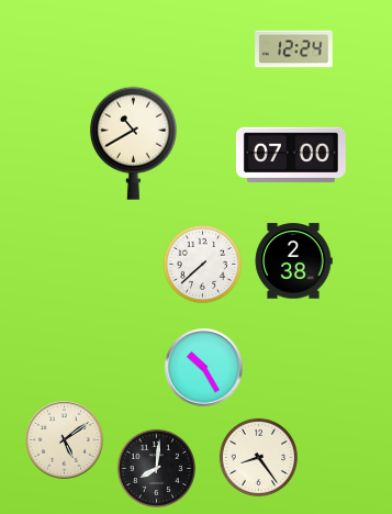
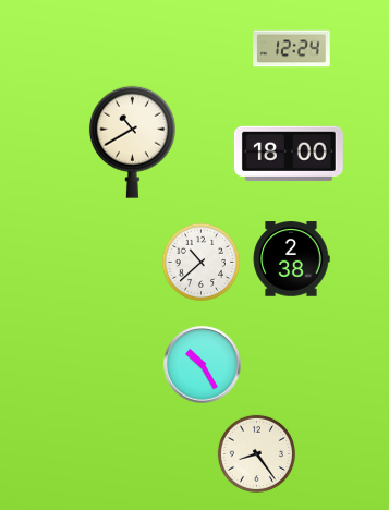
clock at (291, 155): 07:00 -> 18:00
clock at (202, 264): 7:38 -> 10:38
clock at (65, 440): 5:09 -> none
clock at (156, 468): 8:01 -> none
